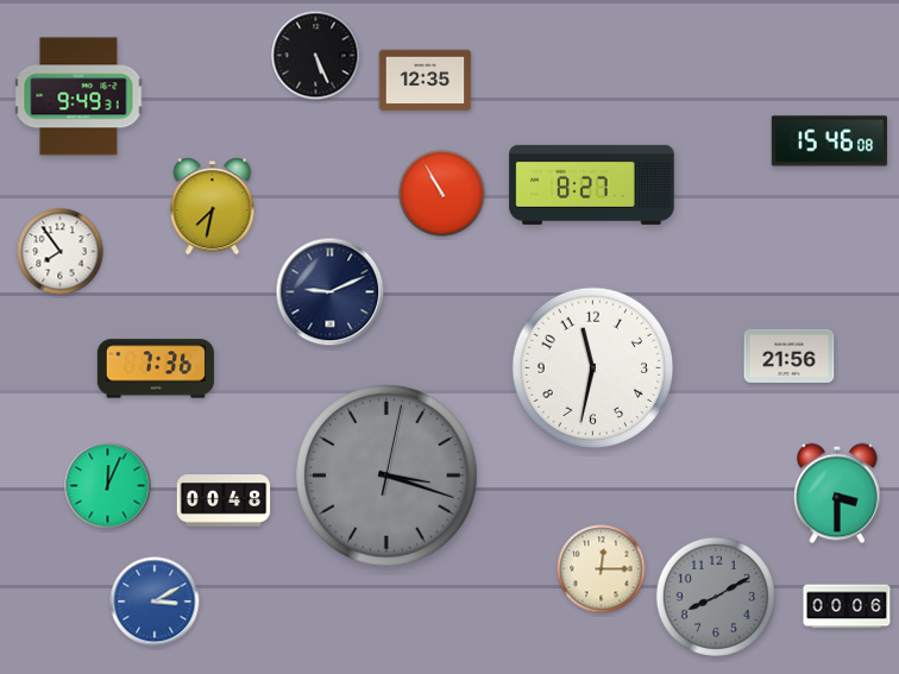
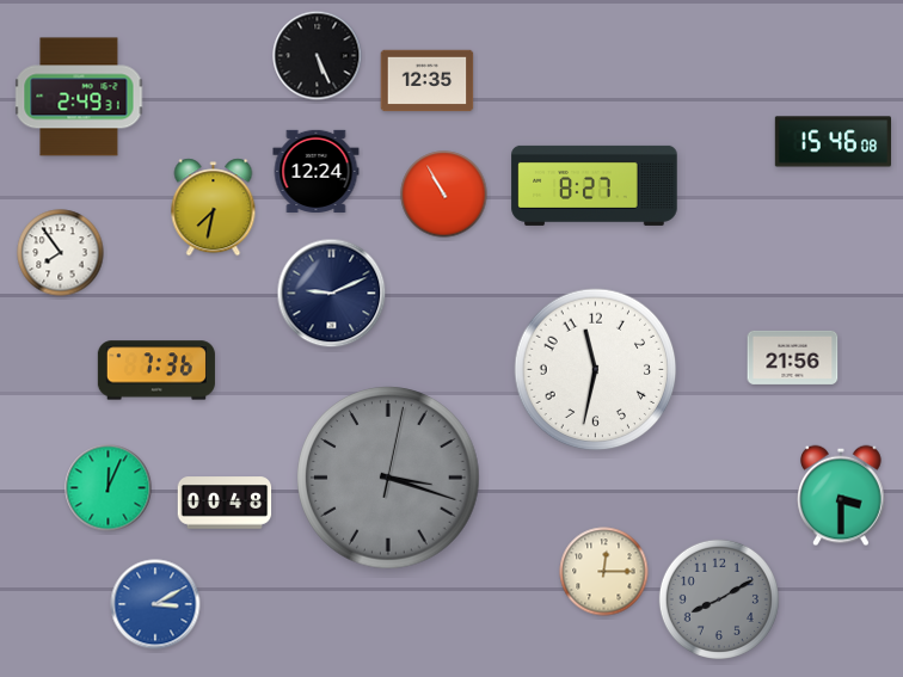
clock at (78, 96): 9:49 -> 2:49
clock at (317, 171): none -> 12:24
clock at (847, 606): 00:06 -> none
